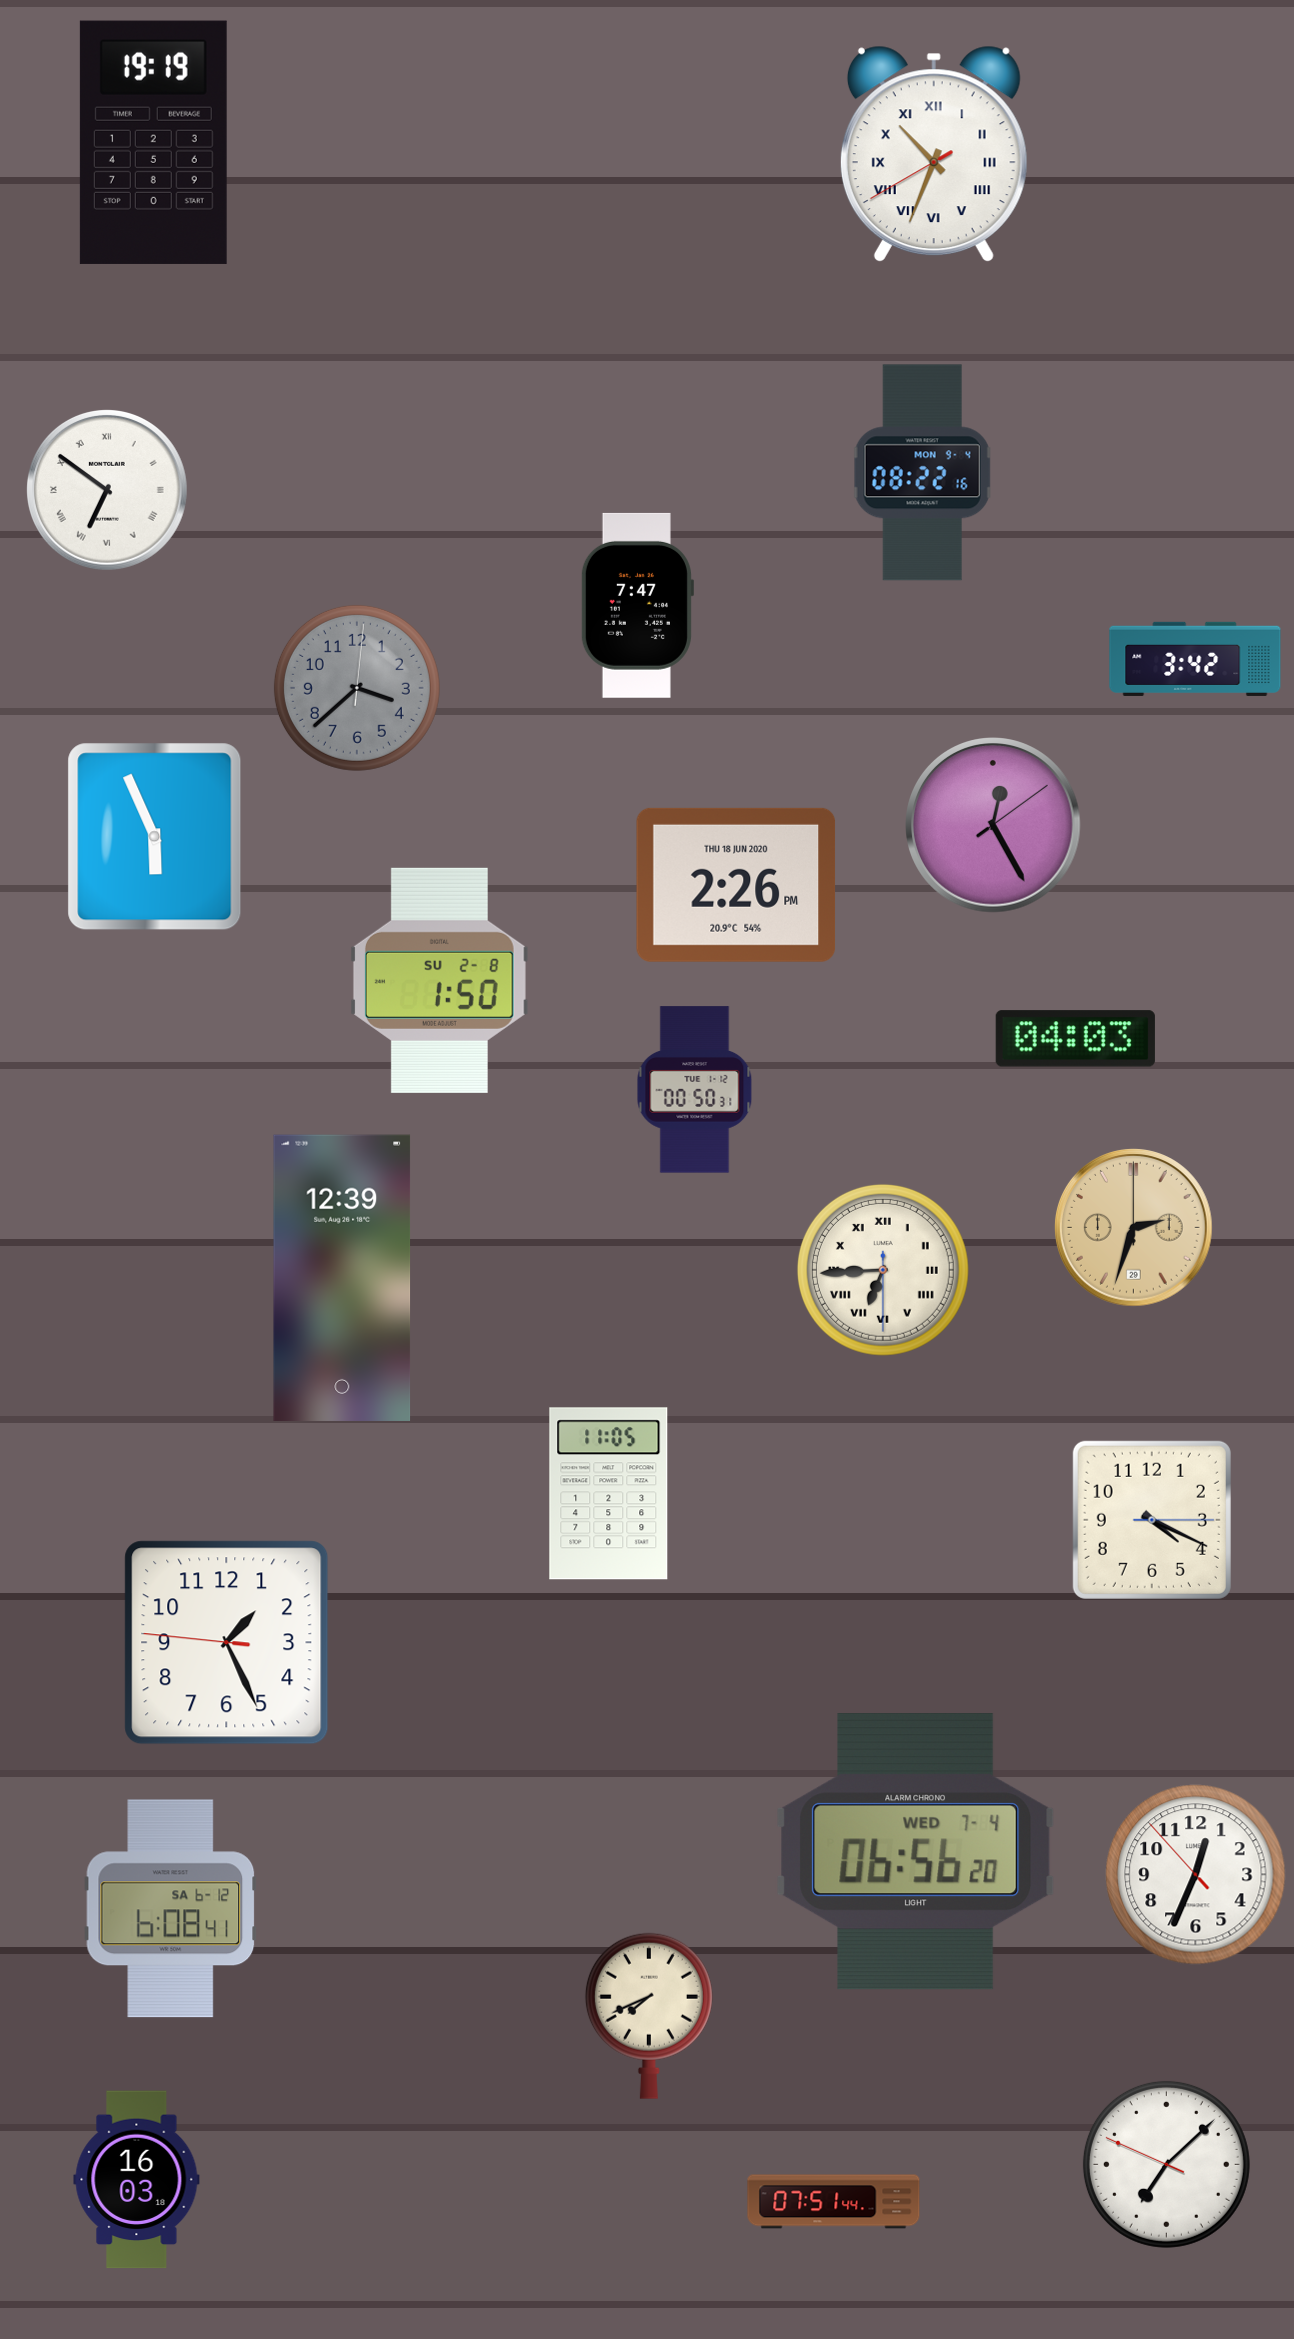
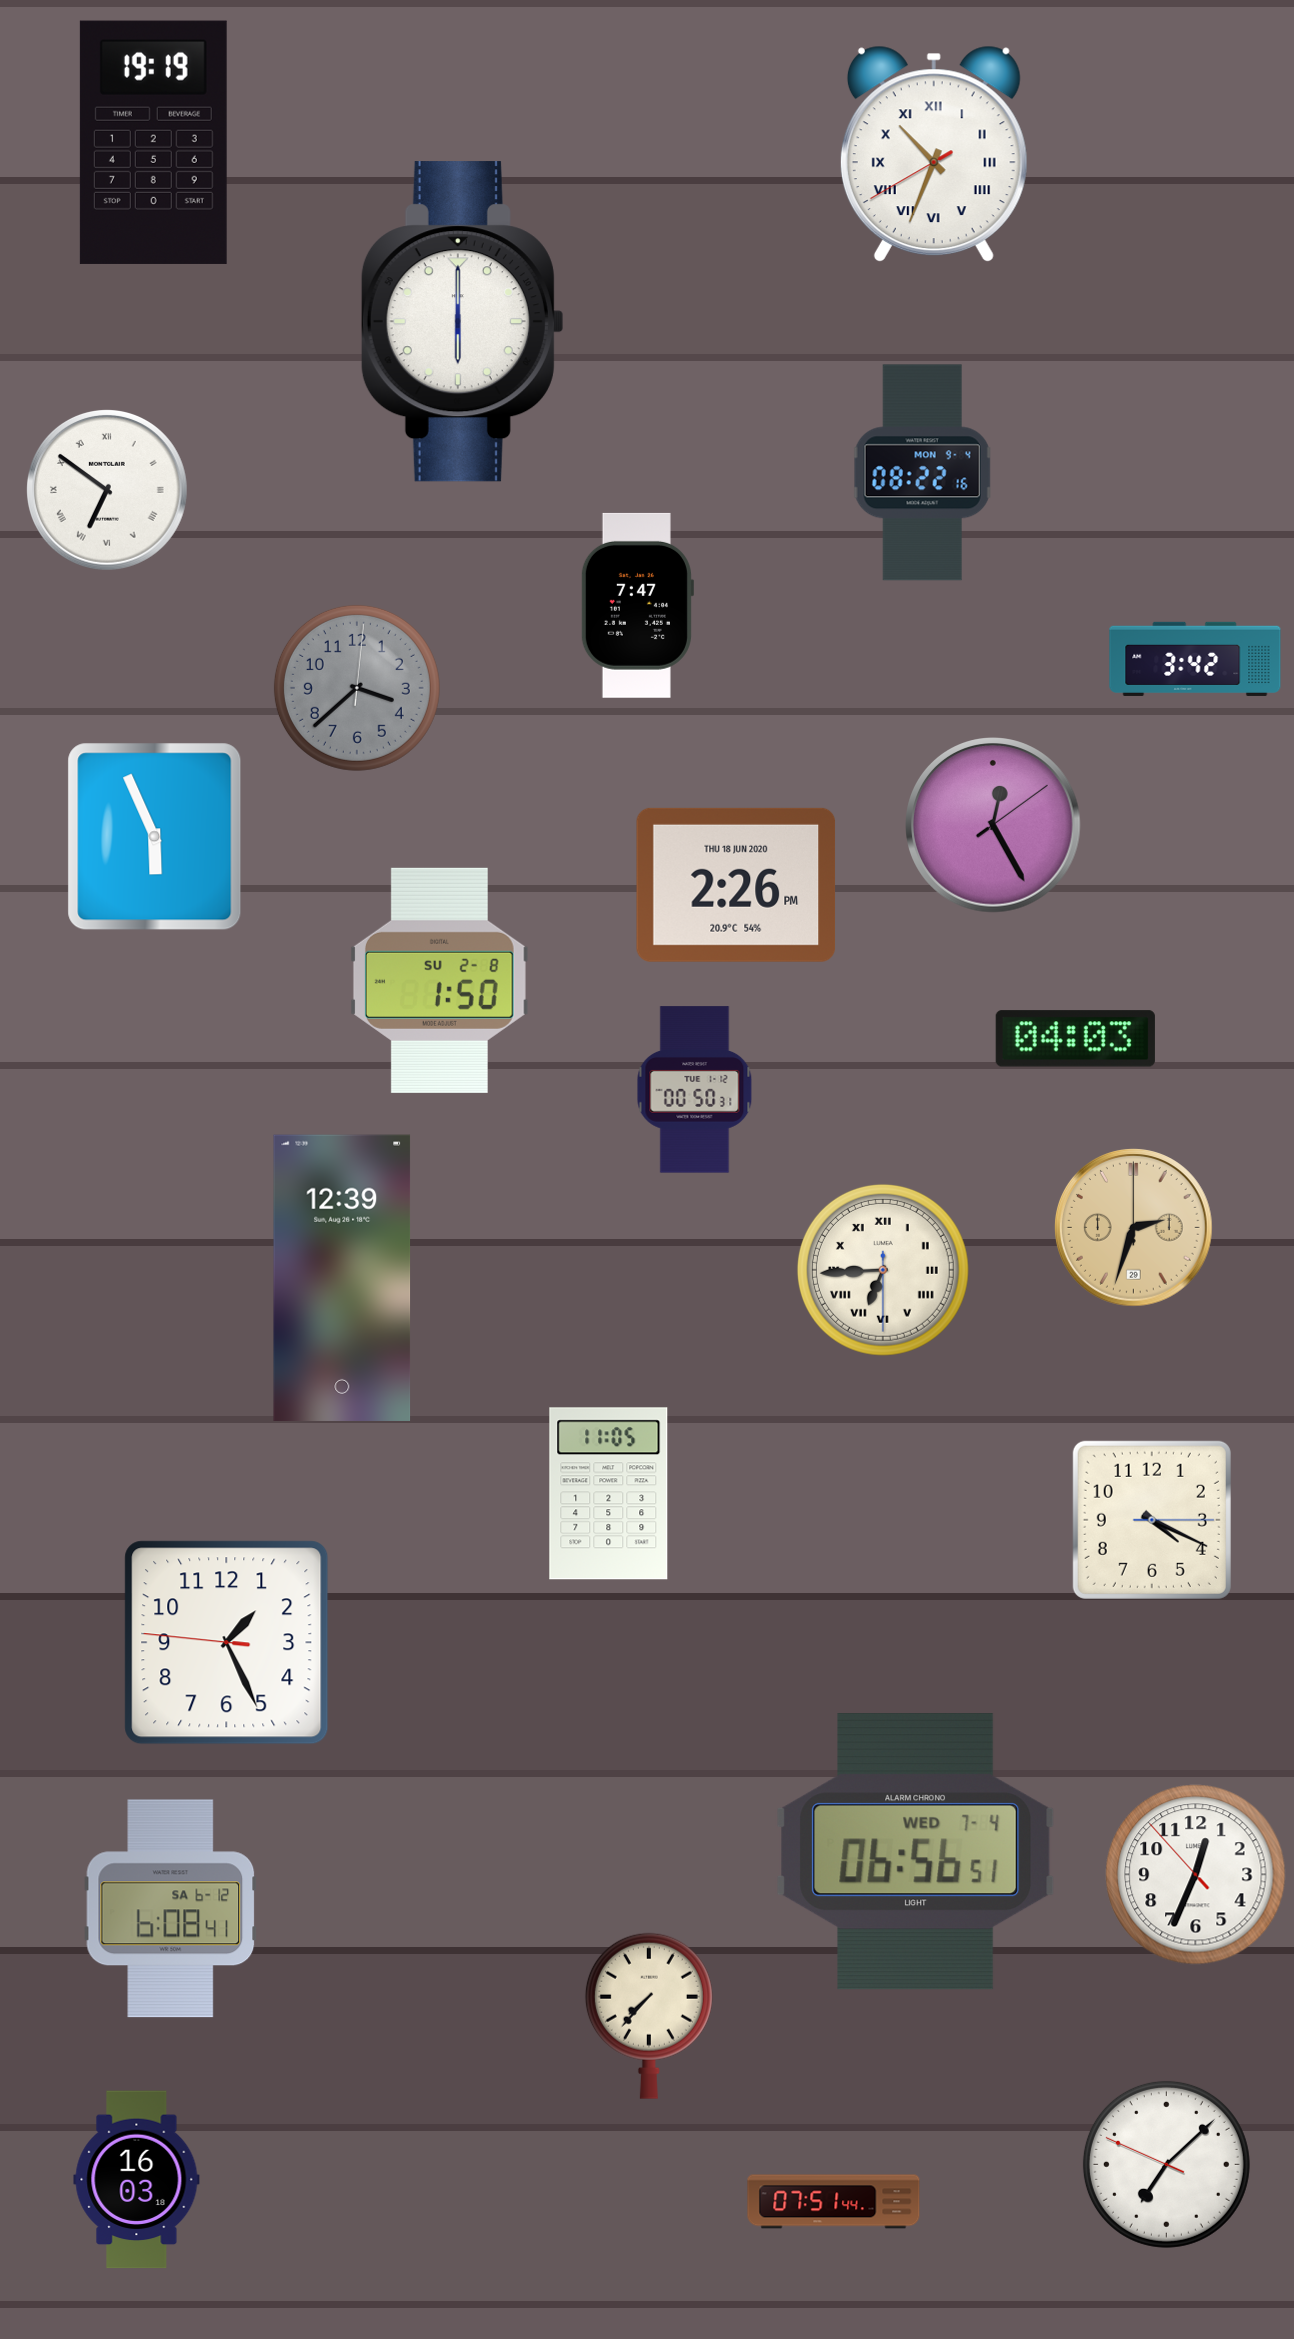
clock at (462, 322): none -> 6:00
clock at (916, 1852): 06:56:20 -> 06:56:51
clock at (649, 2016): 7:41 -> 7:37
